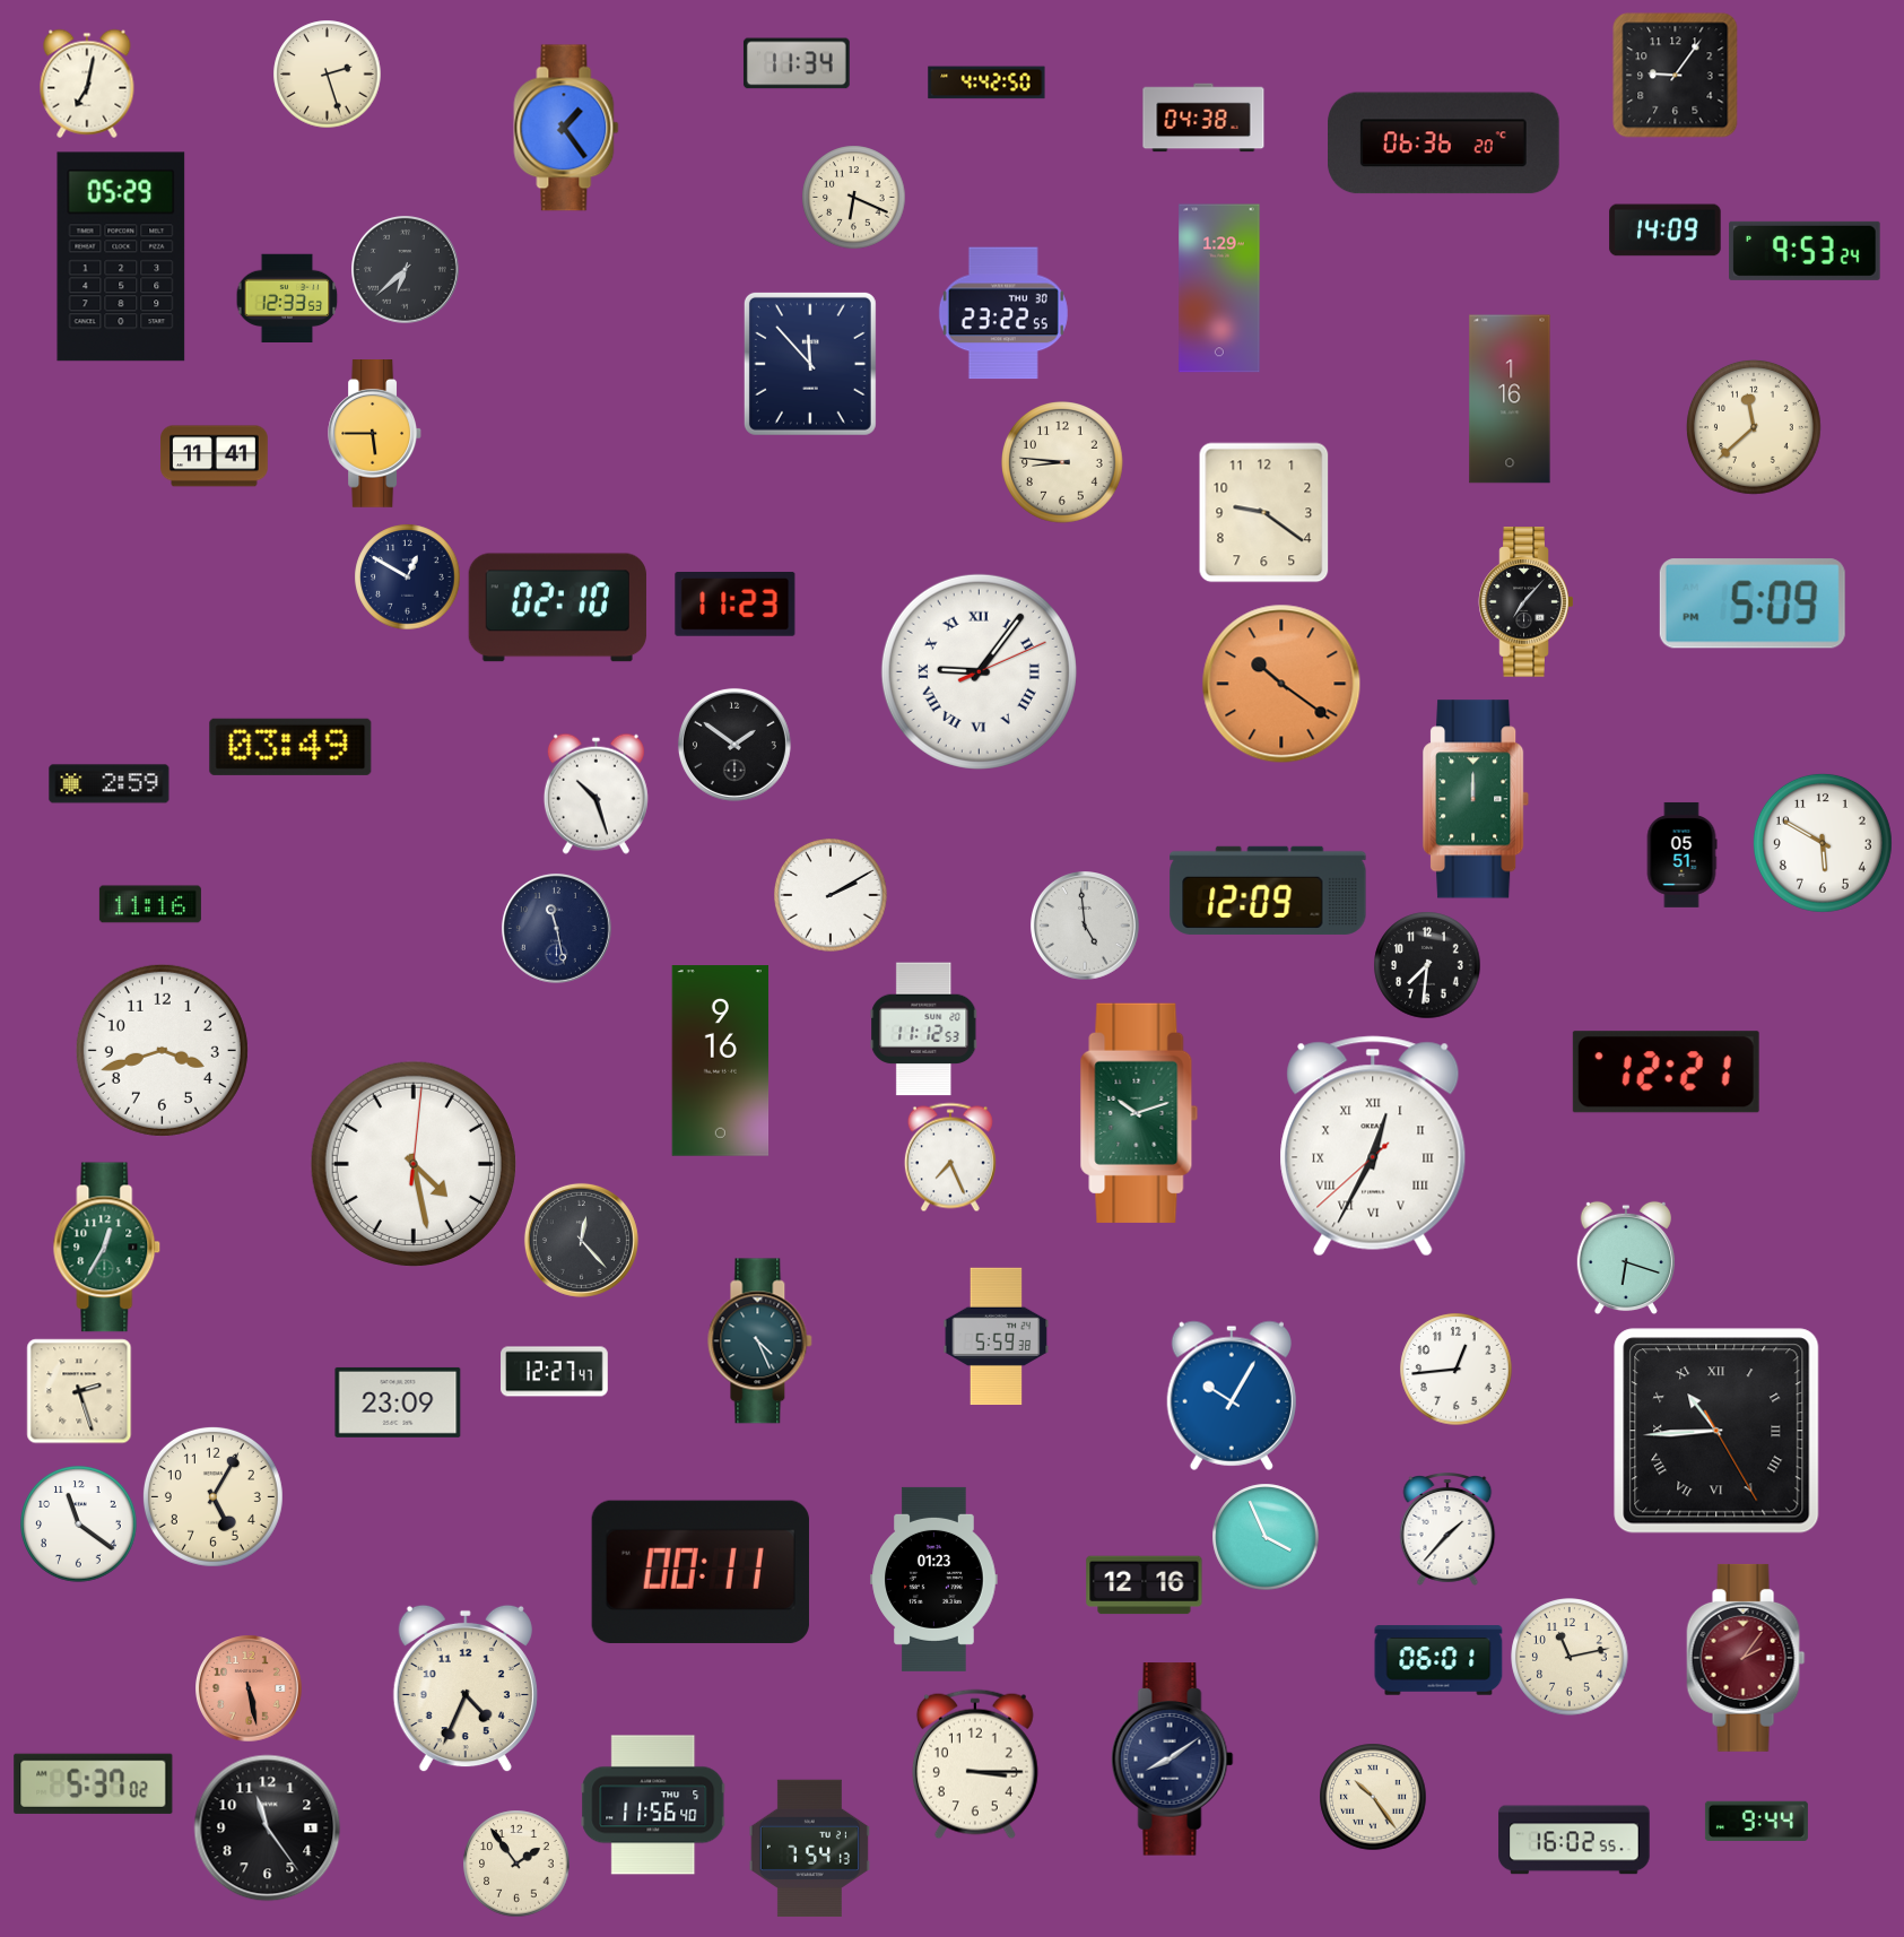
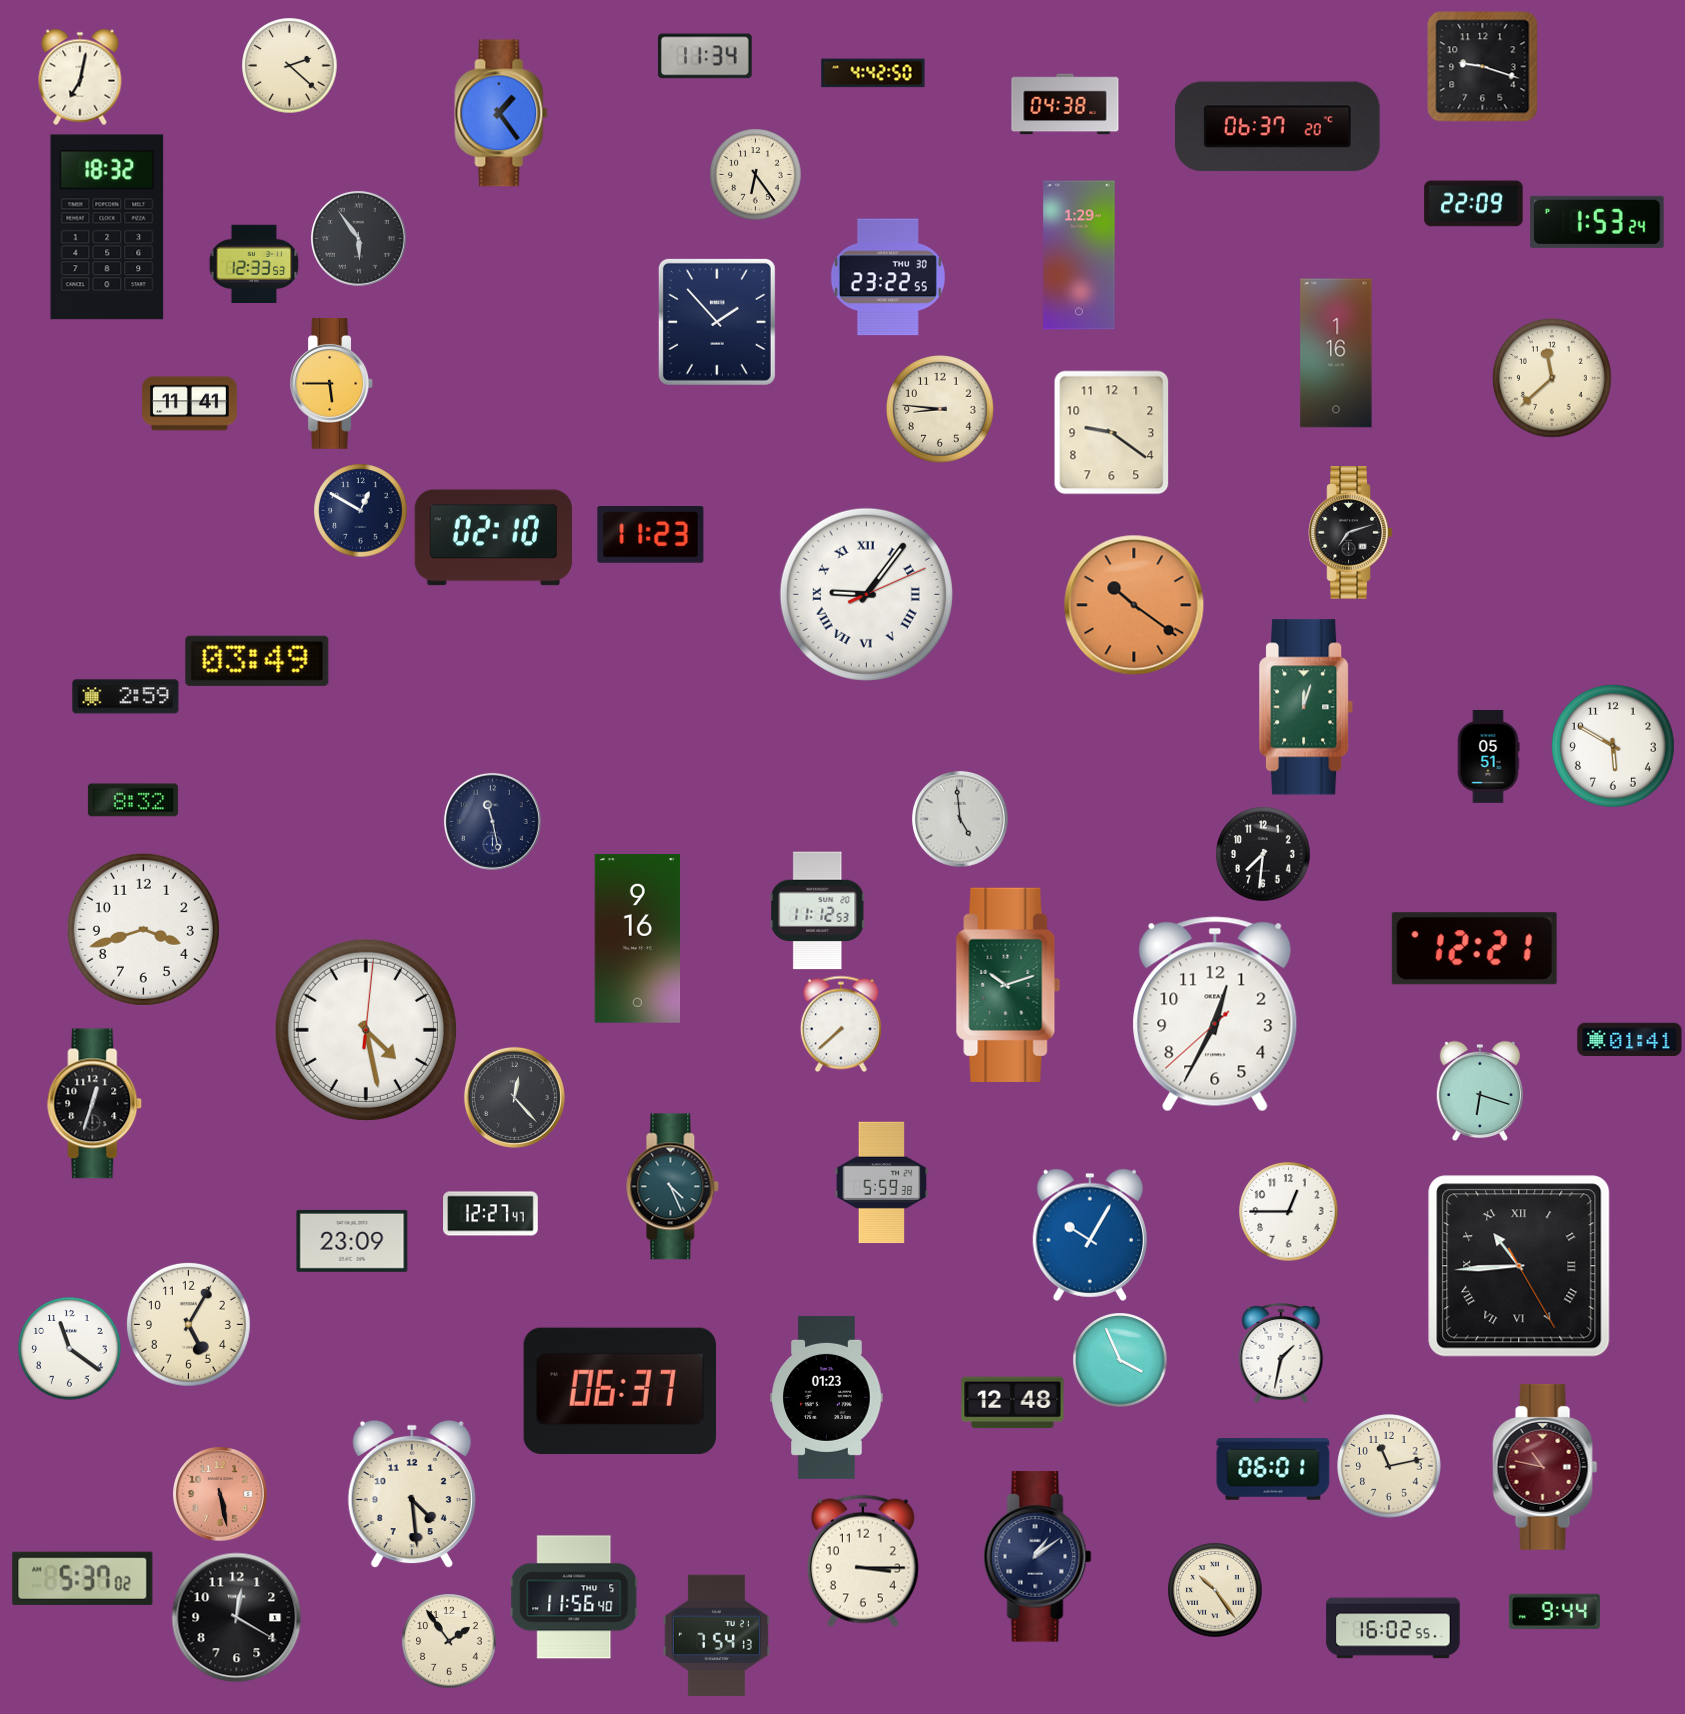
clock at (328, 75): 2:27 -> 2:22
clock at (1676, 76): 9:06 -> 9:18
clock at (87, 84) position: (87, 84) -> (80, 77)
clock at (1444, 144): 06:36 -> 06:37
clock at (854, 198): 6:19 -> 6:24
clock at (1666, 231): 14:09 -> 22:09
clock at (1805, 251): 9:53 -> 1:53
clock at (121, 257): 05:29 -> 18:32
clock at (406, 270): 6:38 -> 5:54
clock at (810, 364): 11:53 -> 1:53
clock at (1264, 513) position: (1264, 513) -> (1112, 433)
clock at (1527, 602): 7:07 -> 7:12
clock at (1753, 603): 5:09 -> none
clock at (734, 745): 1:51 -> none
clock at (110, 784) position: (110, 784) -> (126, 697)
clock at (595, 793): 10:27 -> none
clock at (1477, 799): 12:00 -> 12:03
clock at (1268, 891): 12:09 -> none
clock at (831, 895): 2:10 -> none
clock at (150, 904): 11:16 -> 8:32
clock at (1373, 1146) numerals: Roman -> Arabic
clock at (950, 1157): 7:26 -> 7:38
clock at (1630, 1040): none -> 01:41
clock at (107, 1248): 12:35 -> 12:33
clock at (107, 1248) dial: green -> black
clock at (1626, 1258) position: (1626, 1258) -> (1480, 1091)
clock at (1457, 1370): 12:44 -> 12:45
clock at (79, 1391): 2:27 -> none
clock at (1447, 1530): 1:37 -> 1:32
clock at (701, 1572): 00:11 -> 06:37
clock at (1145, 1586): 12:16 -> 12:48
clock at (1746, 1658): 2:06 -> 10:47
clock at (466, 1688): 4:34 -> 4:29
clock at (1173, 1760): 8:09 -> 1:09
clock at (653, 1805) position: (653, 1805) -> (574, 1597)
clock at (268, 1829): 11:24 -> 12:20
clock at (516, 1864) position: (516, 1864) -> (449, 1641)
